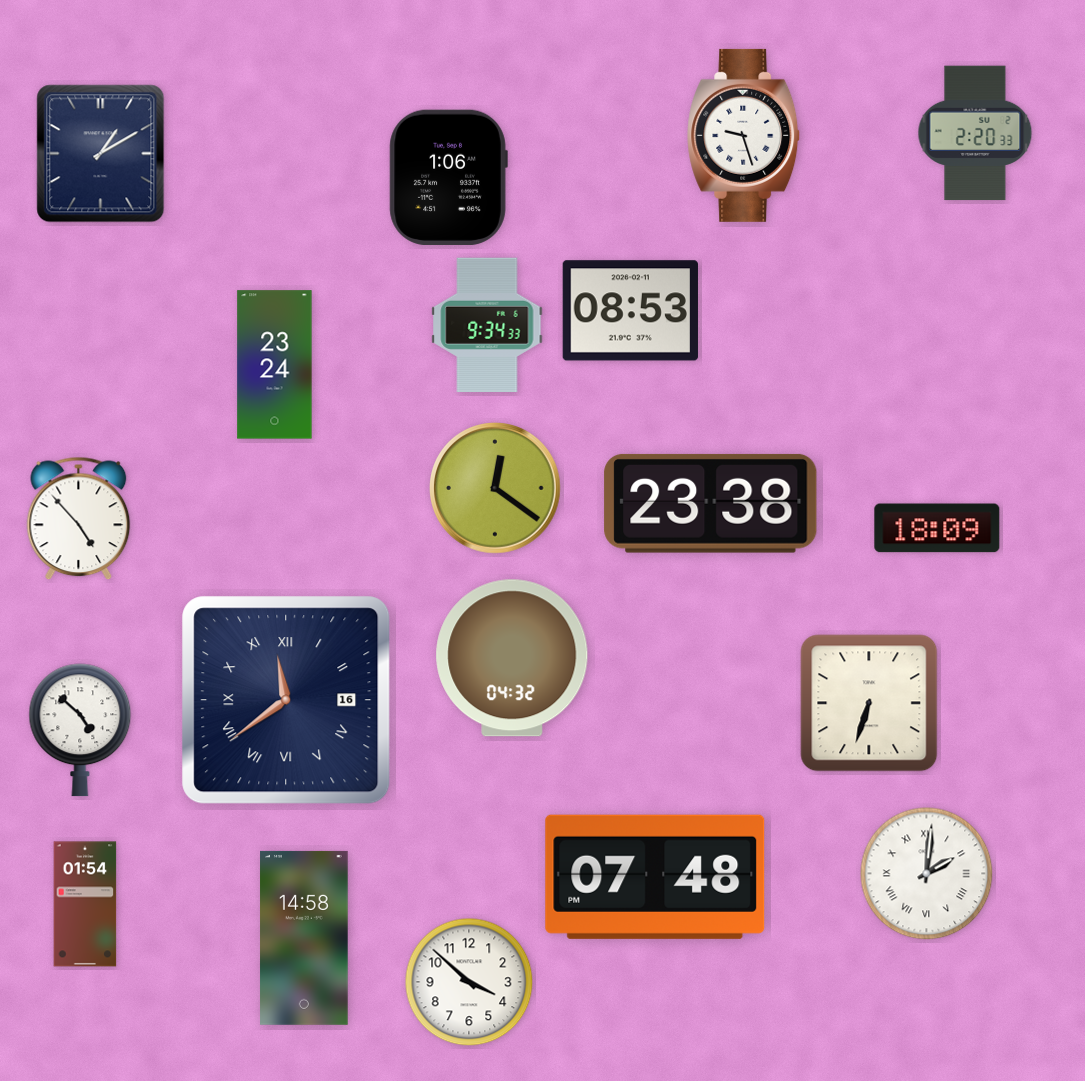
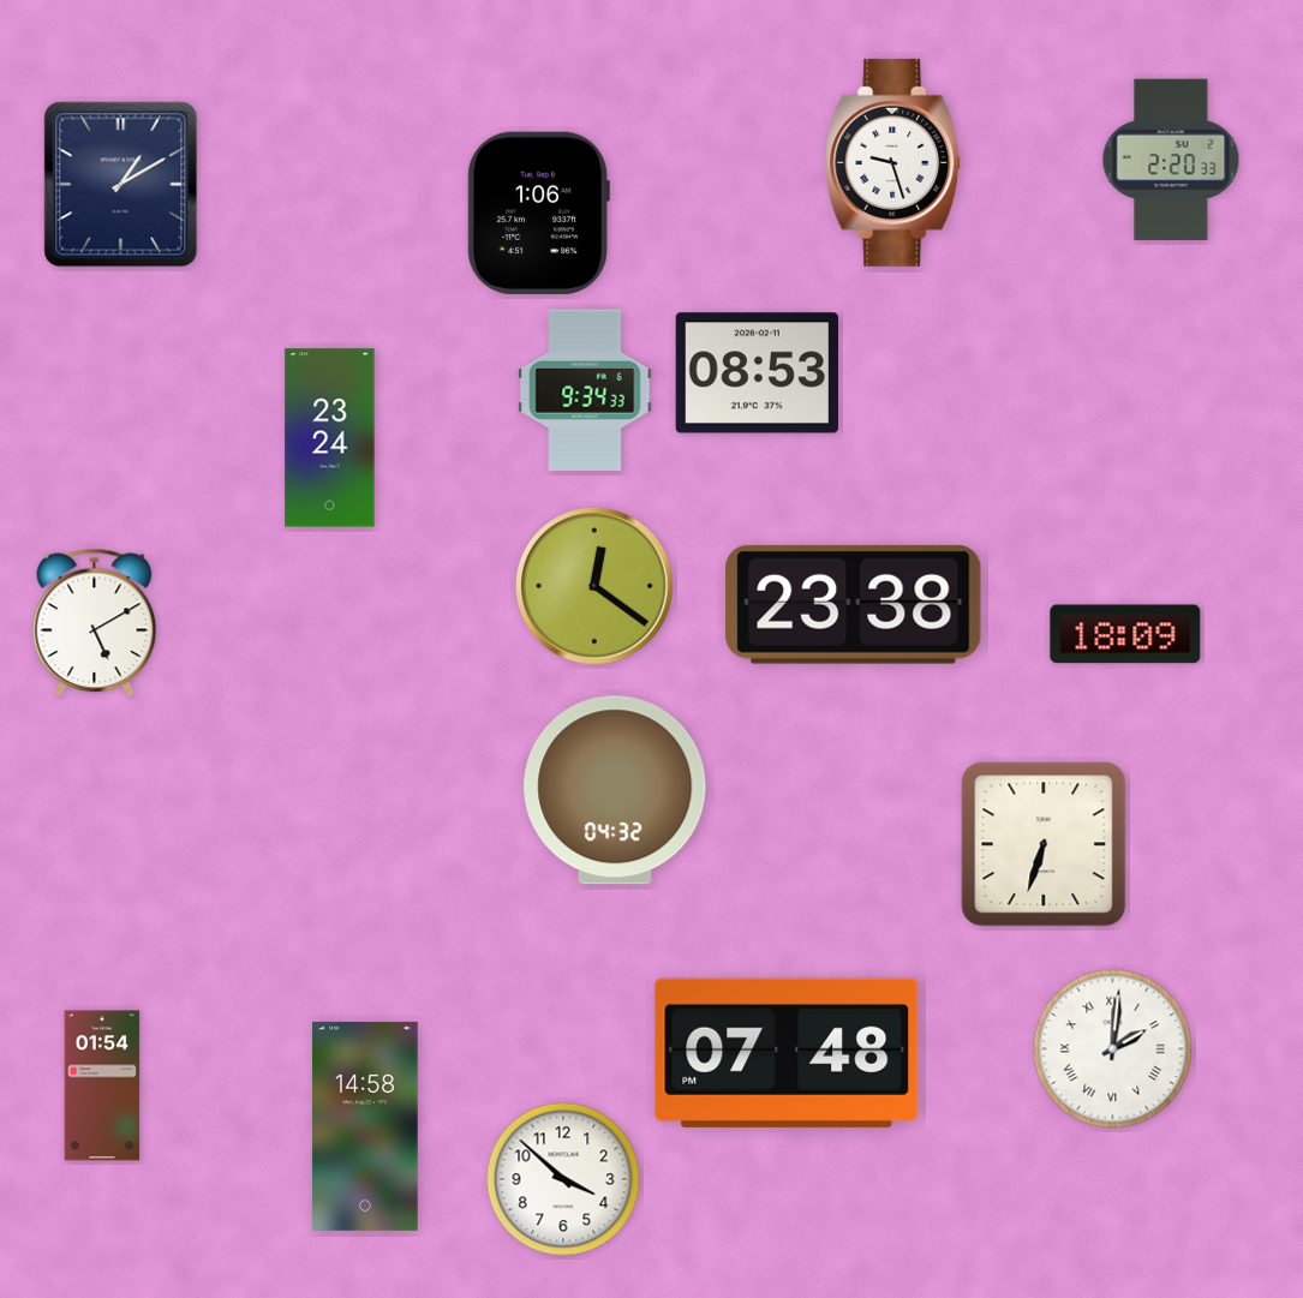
clock at (79, 519): 4:53 -> 5:10
clock at (286, 700): 11:39 -> none
clock at (80, 730): 4:52 -> none
